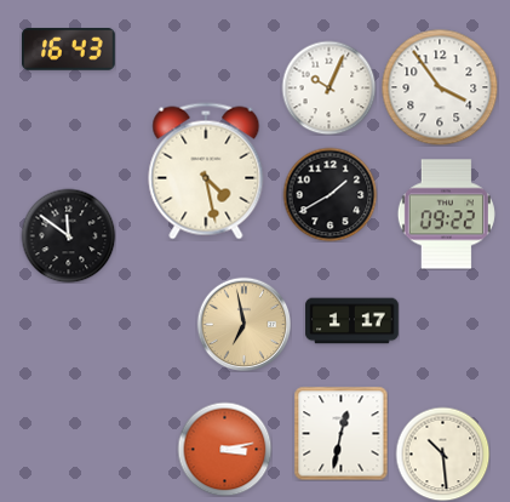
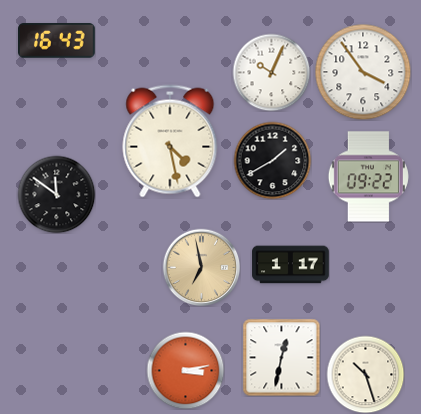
clock at (442, 453): 10:29 -> 10:27
